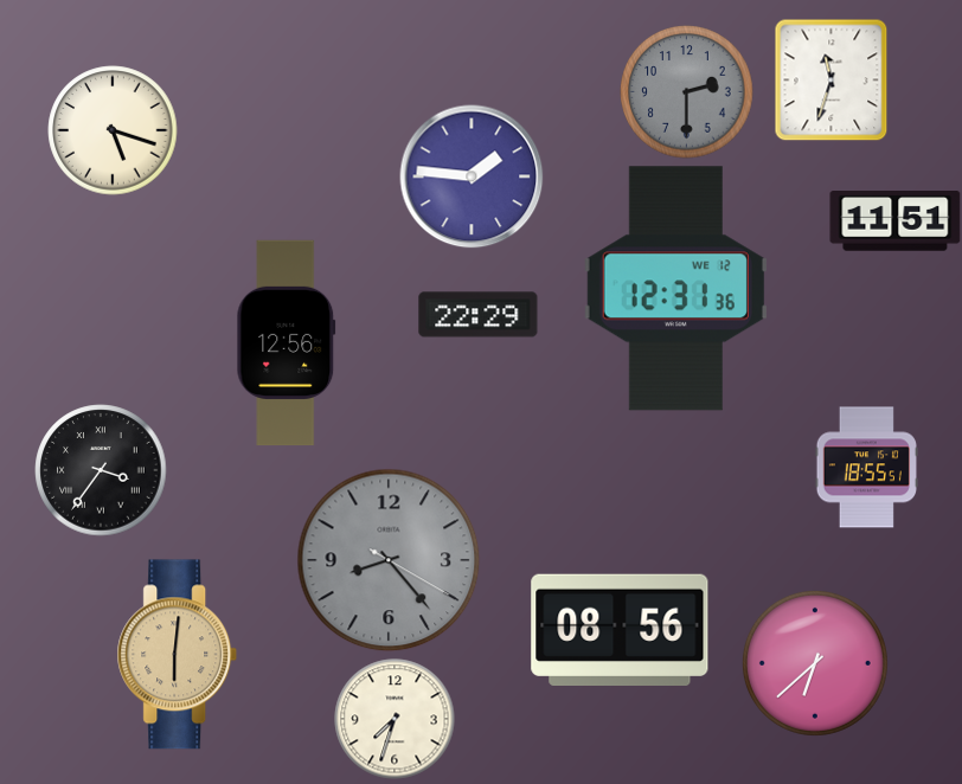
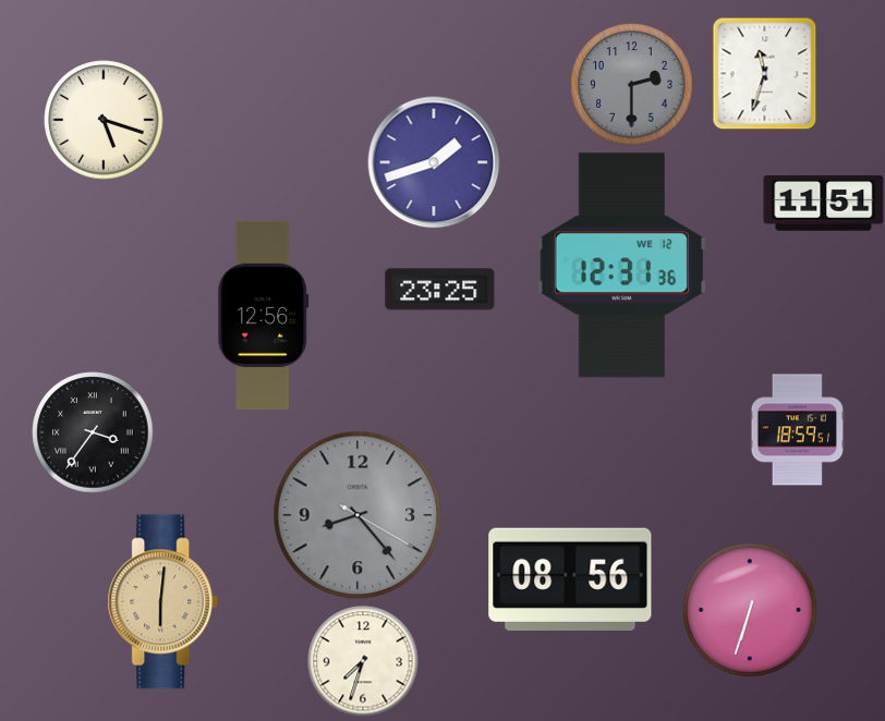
clock at (472, 176): 1:46 -> 1:42
clock at (479, 315): 22:29 -> 23:25
clock at (866, 468): 18:55 -> 18:59
clock at (815, 663): 6:38 -> 6:33
